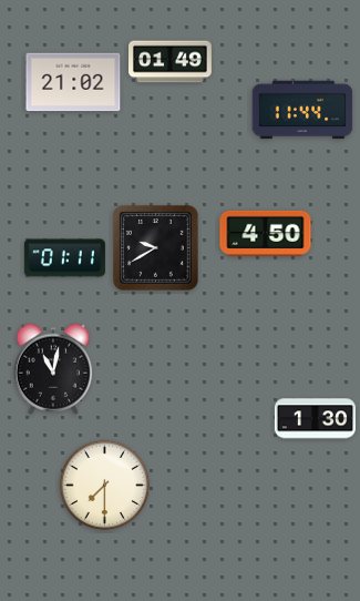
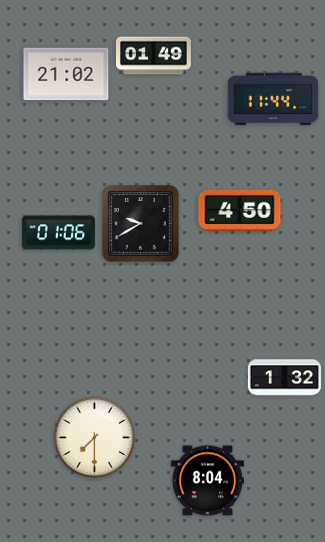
clock at (64, 258): 01:11 -> 01:06
clock at (53, 369): 11:02 -> none
clock at (315, 419): 1:30 -> 1:32
clock at (207, 481): none -> 8:04
